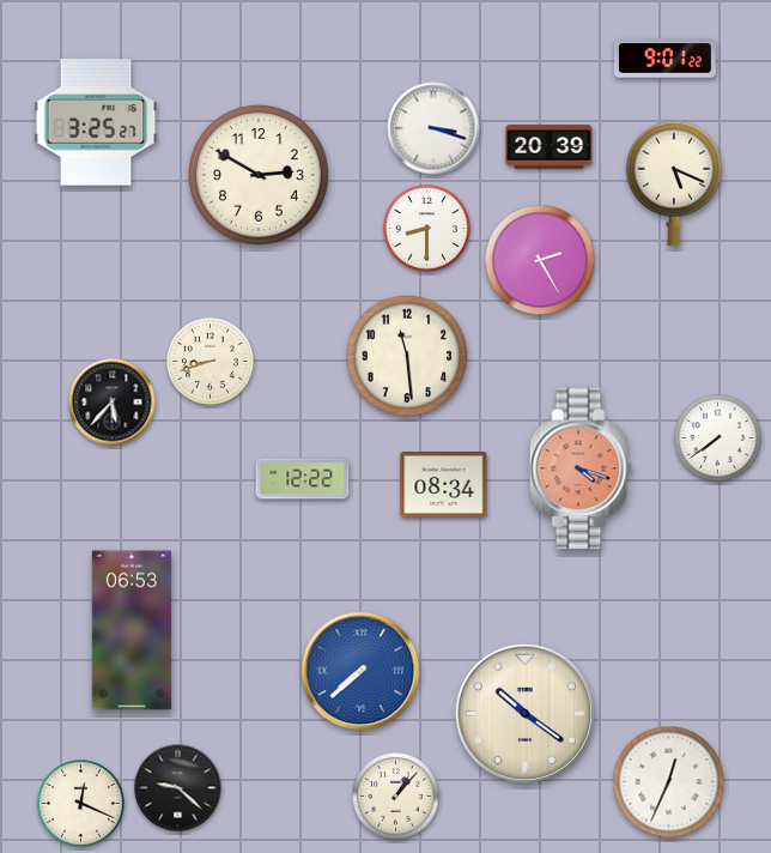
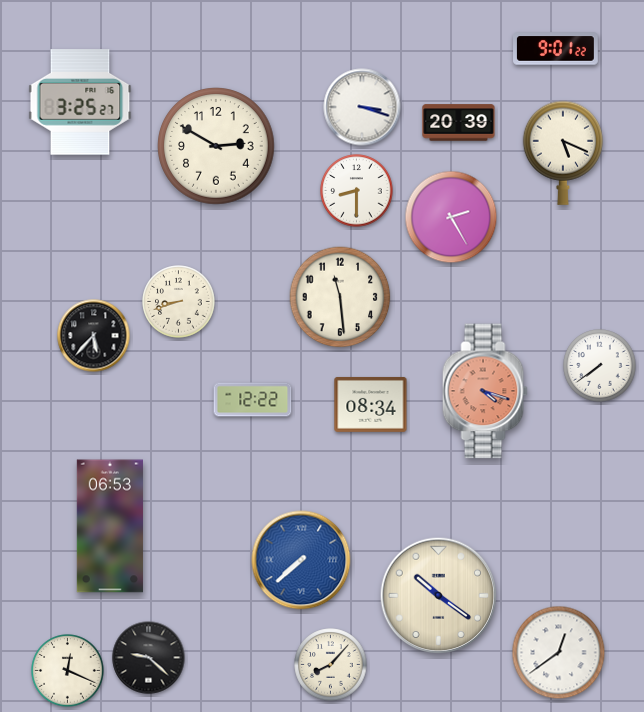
clock at (211, 362) position: (211, 362) -> (179, 302)
clock at (669, 782): 12:34 -> 12:39
clock at (396, 797): 1:07 -> 8:07
